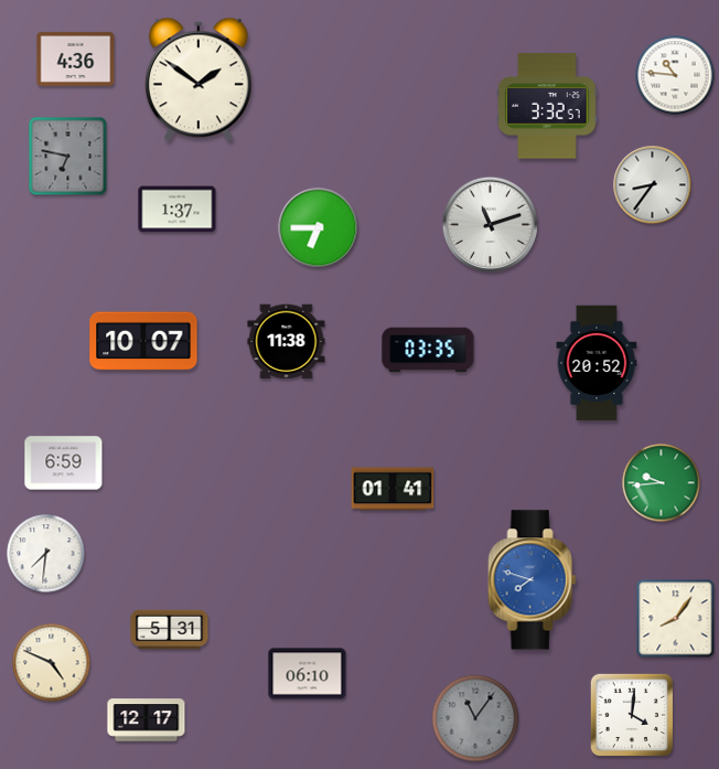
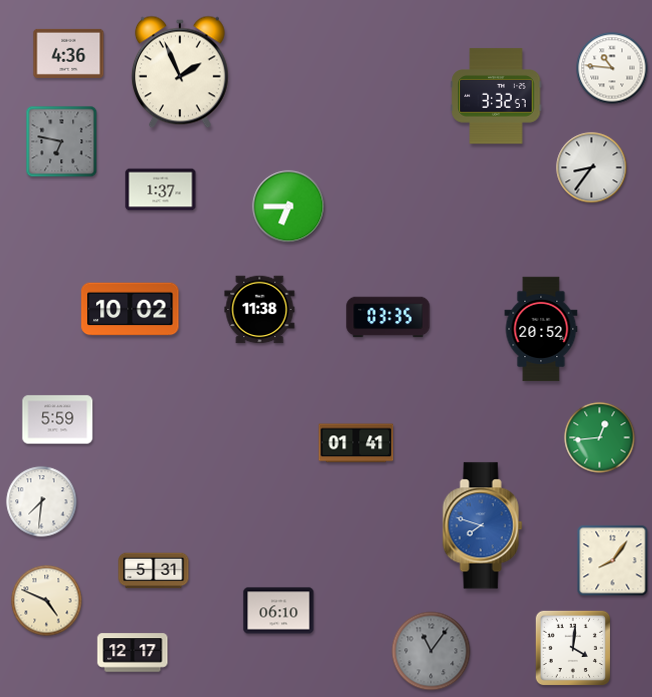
clock at (198, 79): 1:51 -> 1:56
clock at (490, 224): 11:12 -> none
clock at (143, 341): 10:07 -> 10:02
clock at (64, 463): 6:59 -> 5:59
clock at (662, 483): 9:44 -> 12:44
